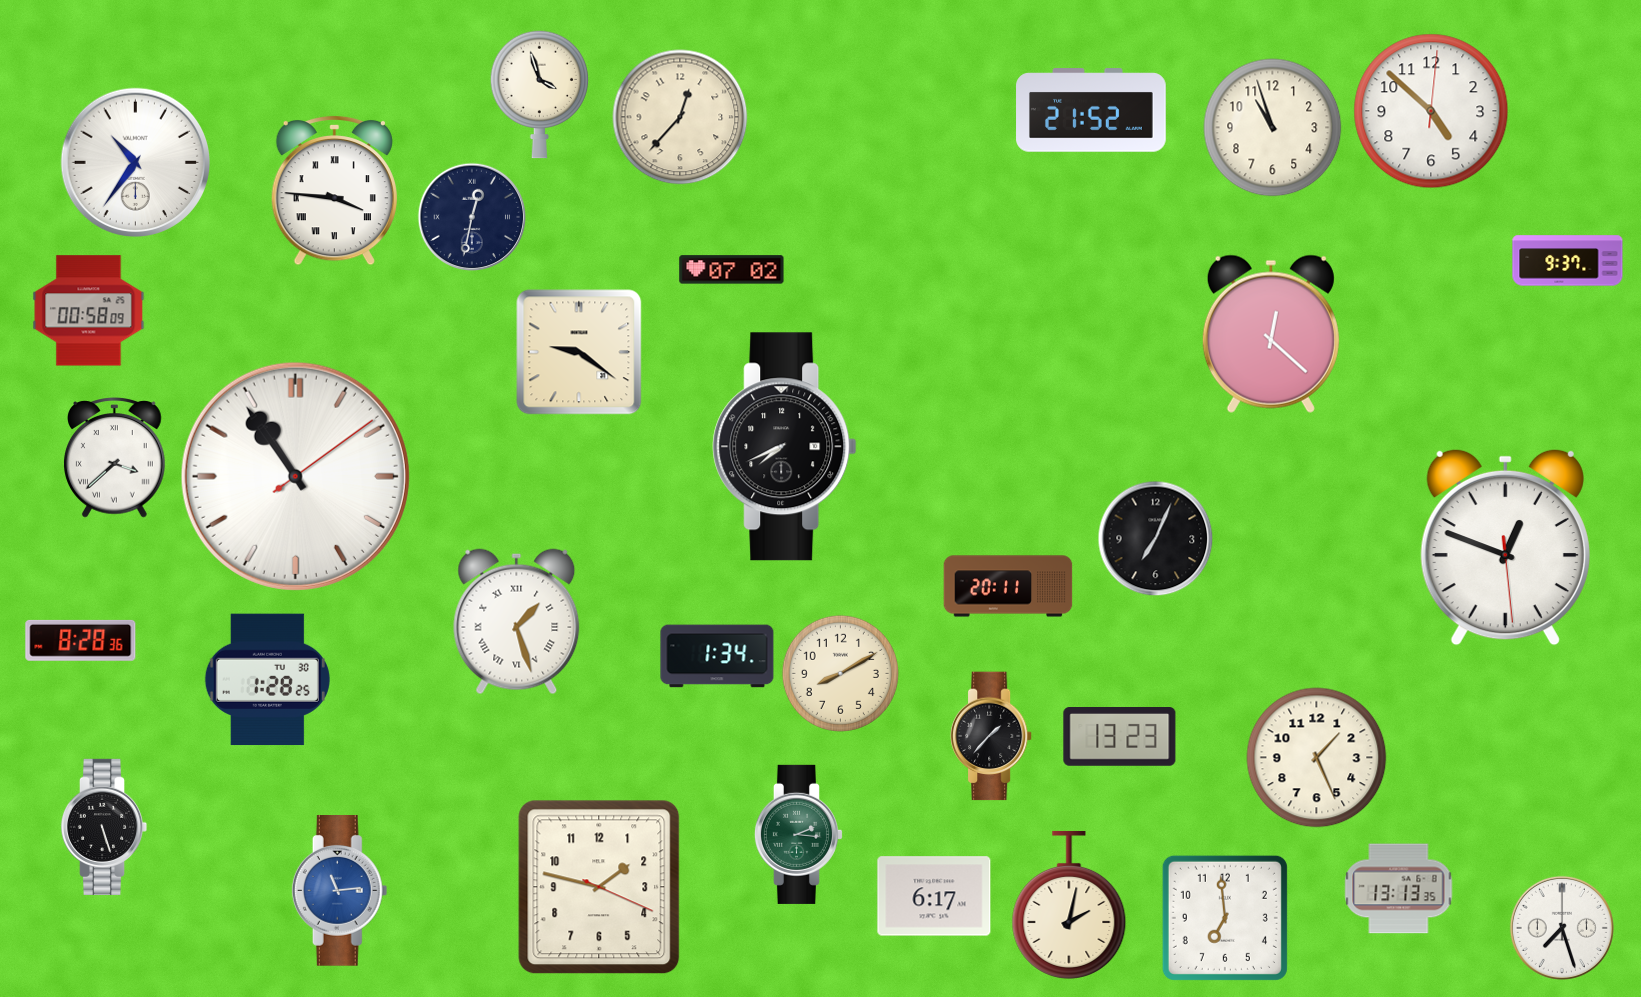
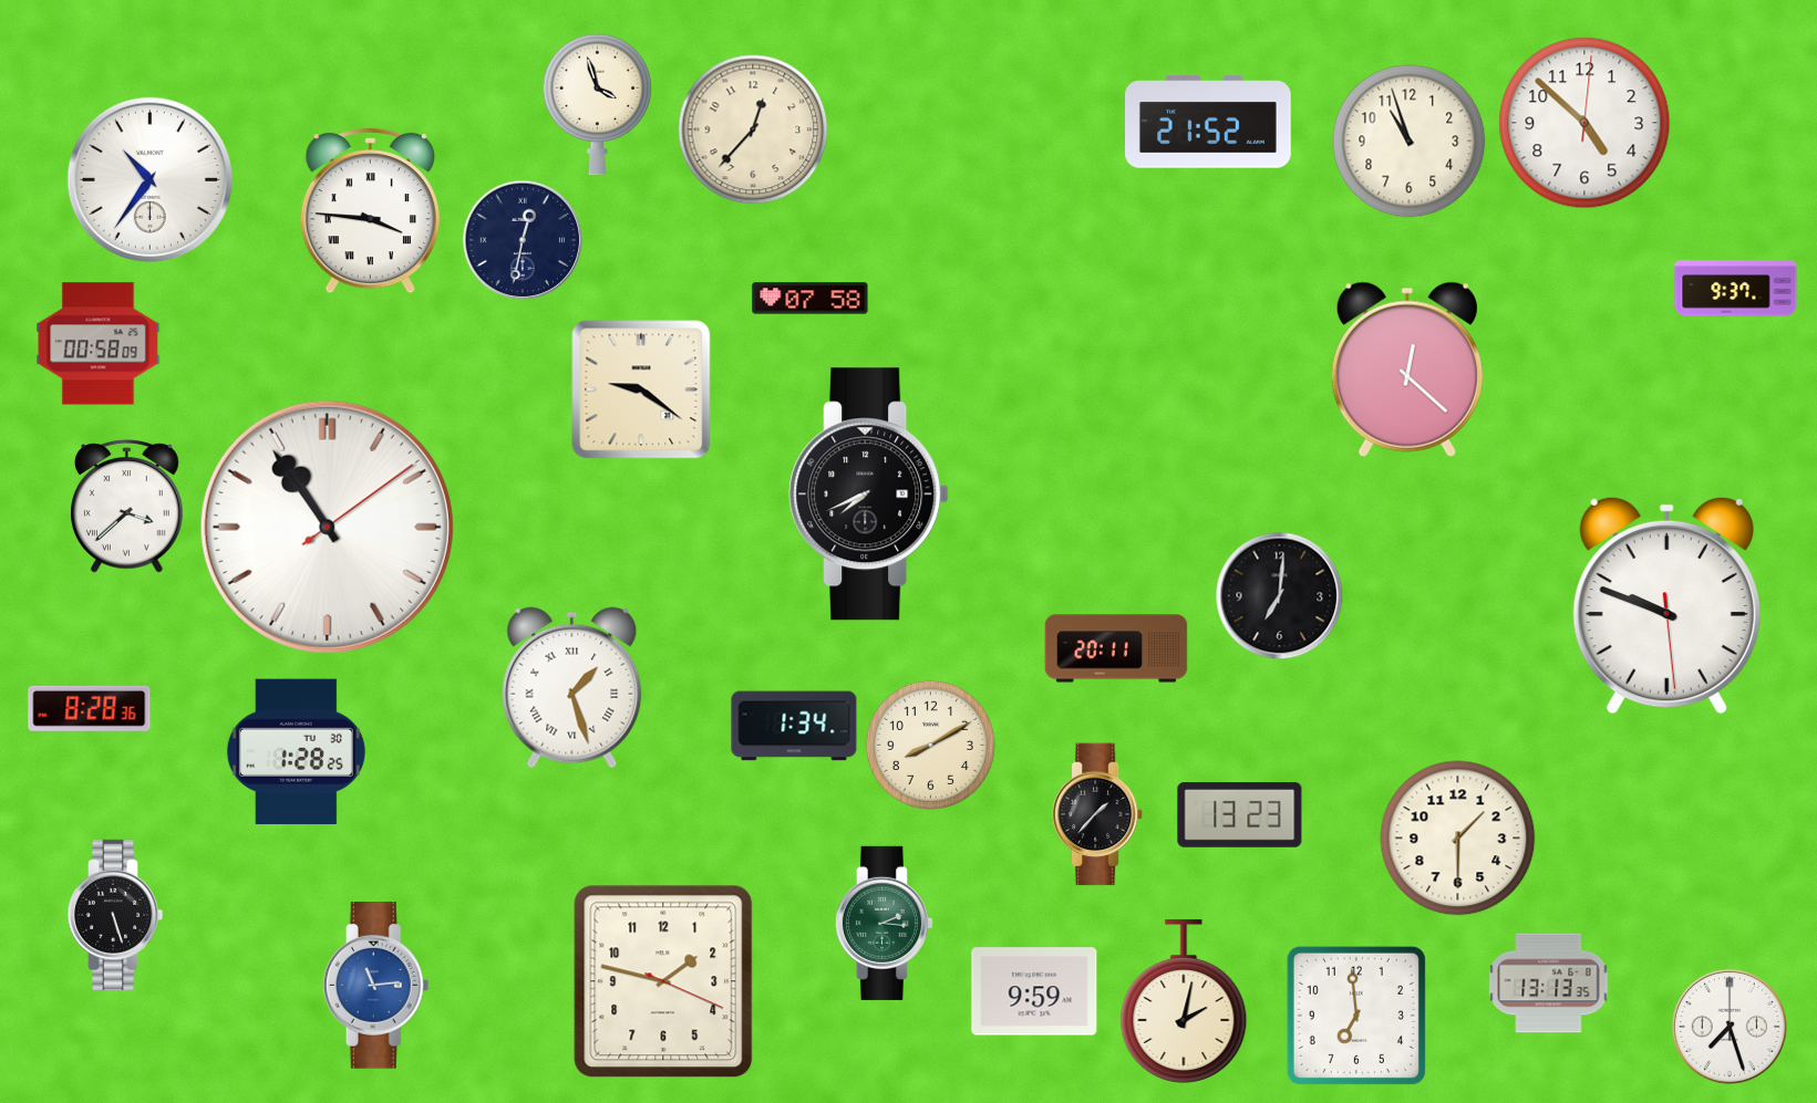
clock at (732, 270): 07:02 -> 07:58
clock at (1155, 538): 7:04 -> 7:01
clock at (1505, 547): 12:48 -> 9:48
clock at (1317, 758): 1:26 -> 1:30
clock at (934, 896): 6:17 -> 9:59
